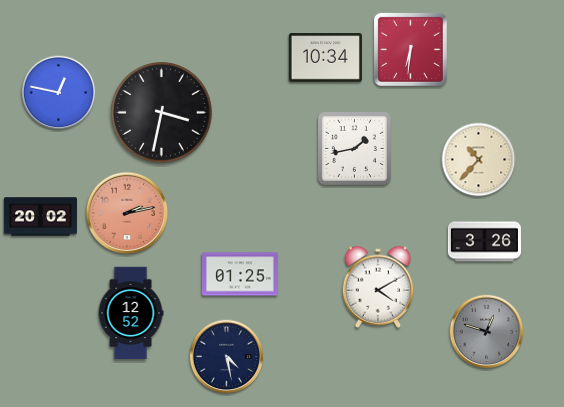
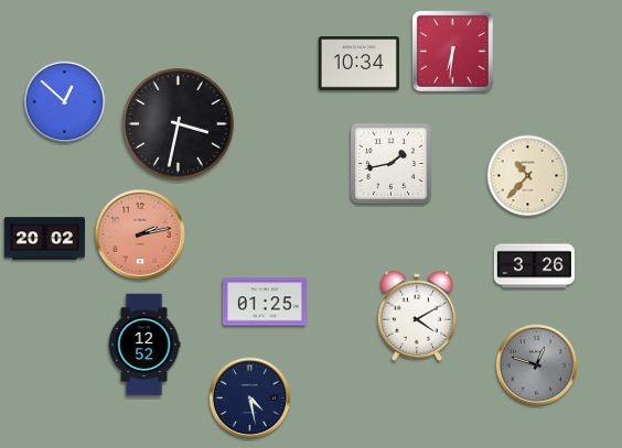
clock at (410, 49) position: (410, 49) -> (452, 51)
clock at (59, 93): 12:47 -> 12:52
clock at (227, 357) position: (227, 357) -> (250, 398)
